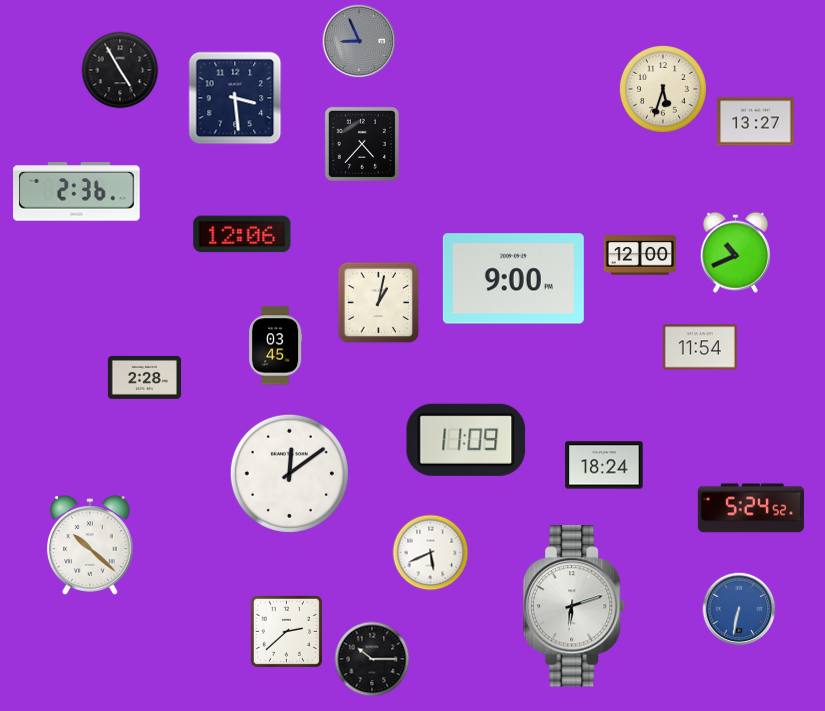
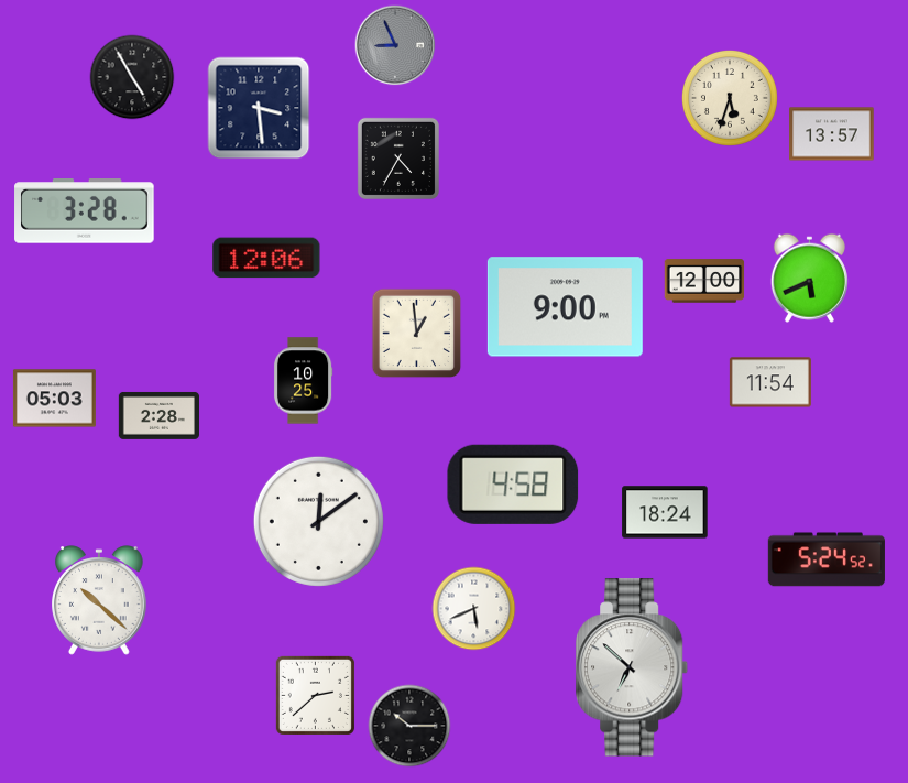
clock at (756, 122): 13:27 -> 13:57
clock at (362, 144): 4:37 -> 4:35
clock at (77, 192): 2:36 -> 3:28
clock at (735, 252): 10:41 -> 5:41
clock at (379, 303): 1:02 -> 12:59
clock at (275, 346): 03:45 -> 10:25
clock at (54, 399): none -> 05:03
clock at (466, 440): 11:09 -> 4:58
clock at (575, 606): 6:12 -> 6:52
clock at (739, 609): 6:32 -> none
